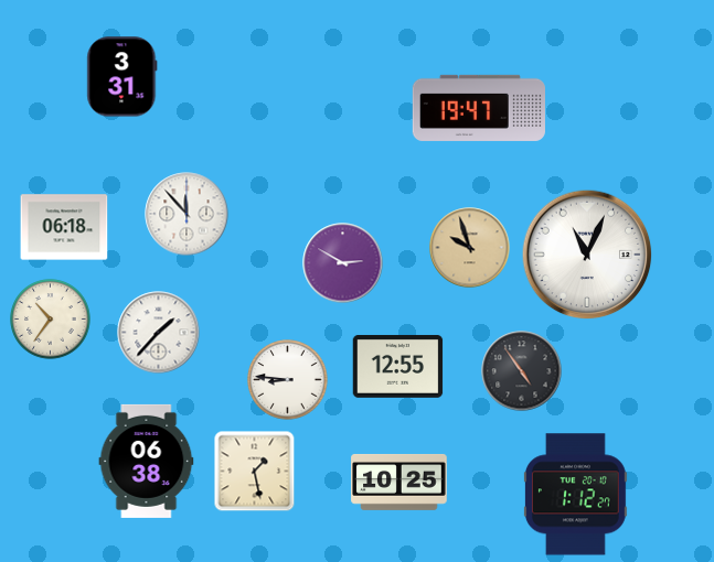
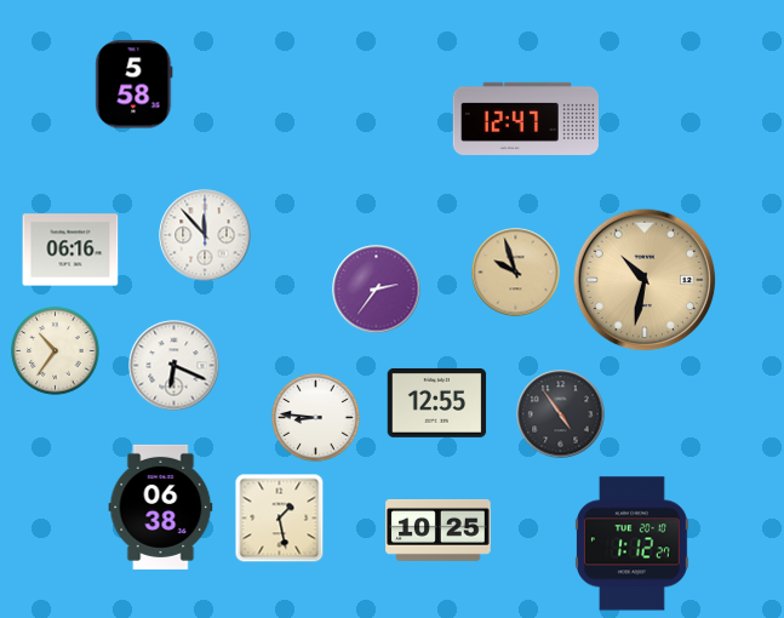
clock at (122, 77): 3:31 -> 5:58
clock at (479, 108): 19:47 -> 12:47
clock at (64, 227): 06:18 -> 06:16
clock at (587, 255): 11:04 -> 10:32
clock at (587, 255) dial: white -> champagne
clock at (343, 263): 2:50 -> 2:36
clock at (159, 333): 1:37 -> 6:19
clock at (522, 371) position: (522, 371) -> (561, 414)
